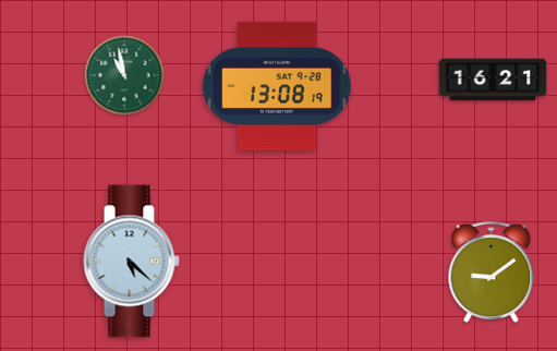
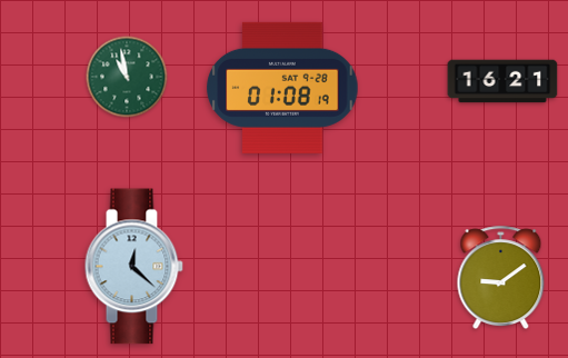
clock at (277, 86): 13:08 -> 01:08
clock at (131, 262): 5:22 -> 12:22
